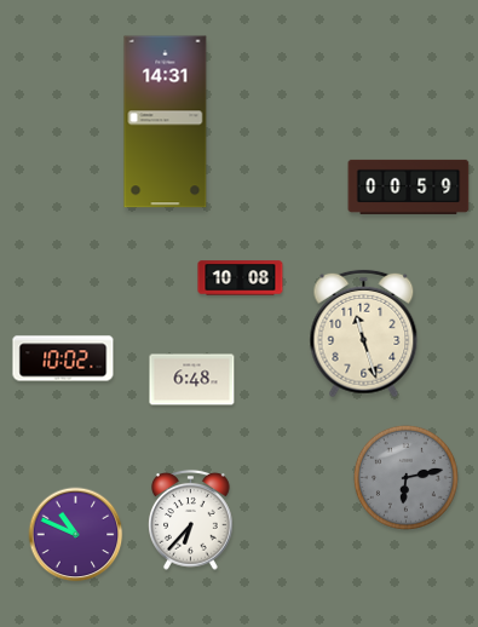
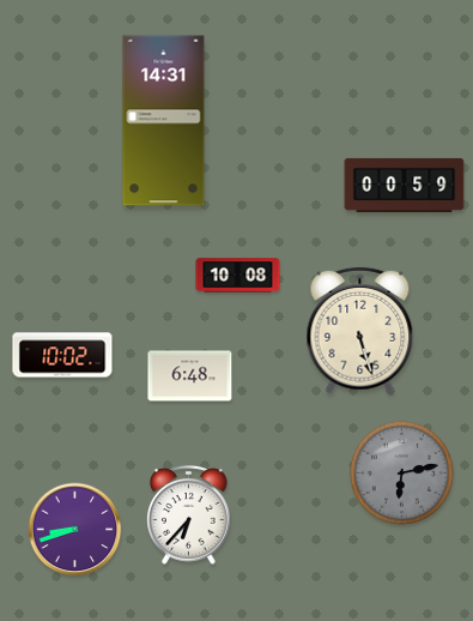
clock at (364, 334): 11:27 -> 5:27
clock at (76, 535): 10:49 -> 8:42
